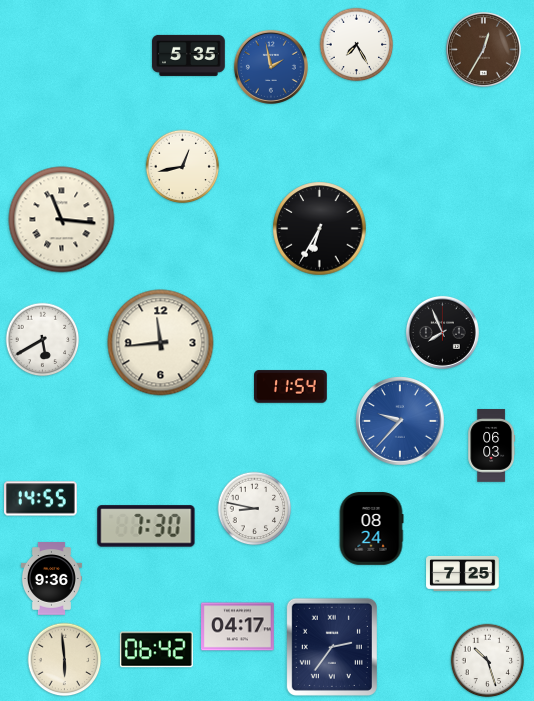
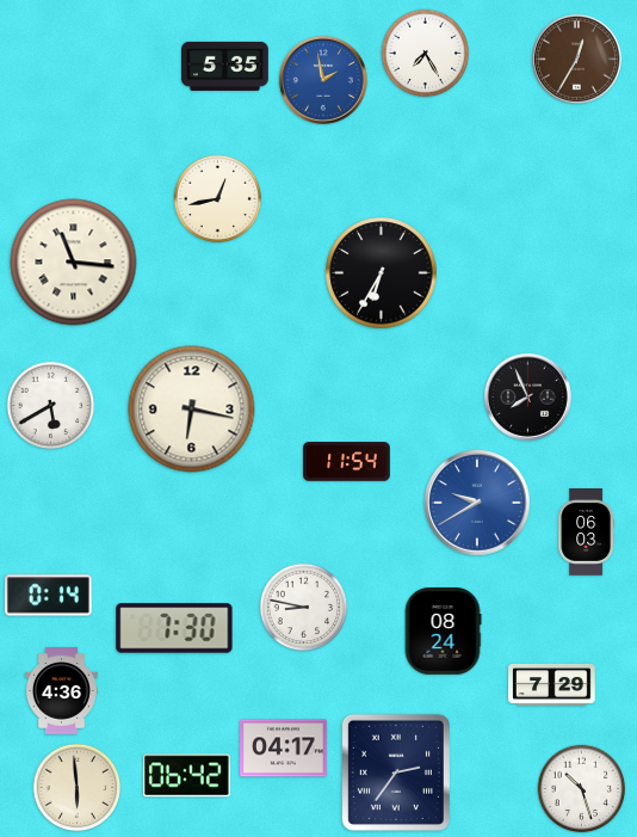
clock at (161, 343): 11:44 -> 6:17
clock at (400, 421): 9:37 -> 9:40
clock at (41, 499): 14:55 -> 0:14
clock at (463, 573): 7:25 -> 7:29
clock at (51, 579): 9:36 -> 4:36
